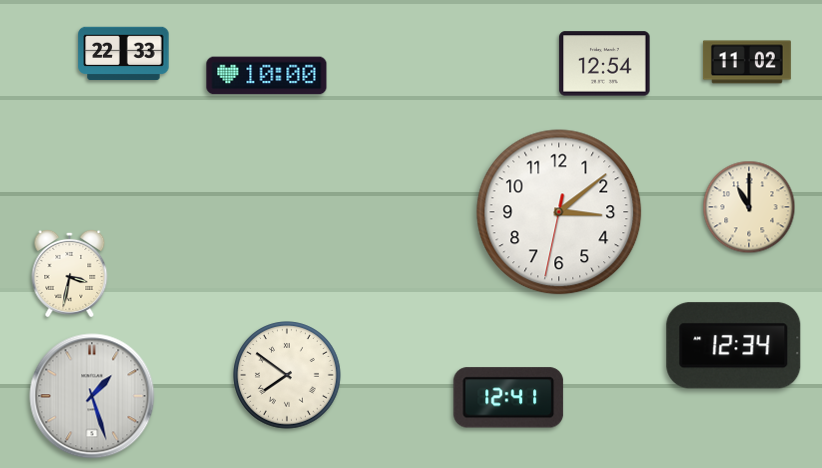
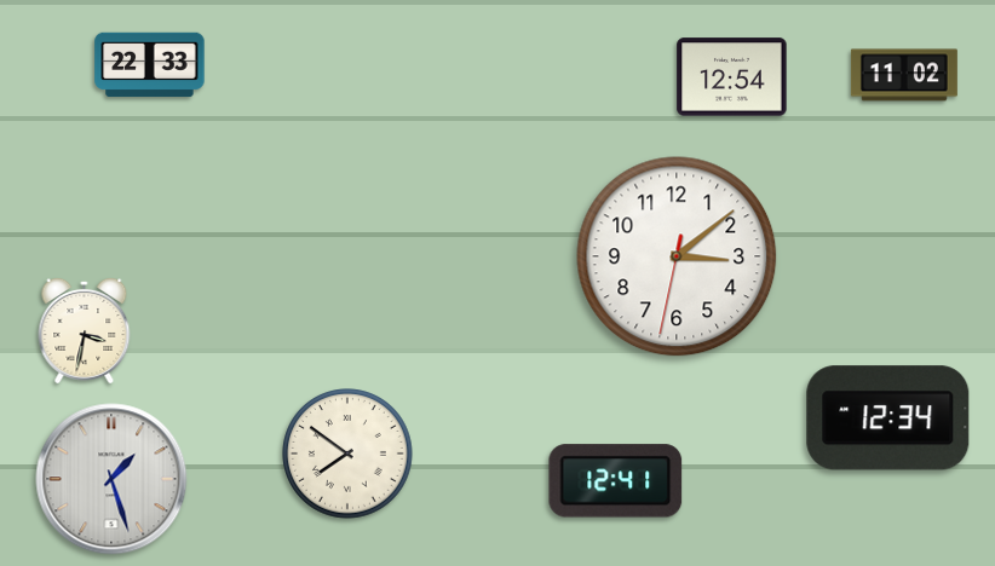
clock at (267, 76): 10:00 -> none
clock at (749, 207): 11:00 -> none
